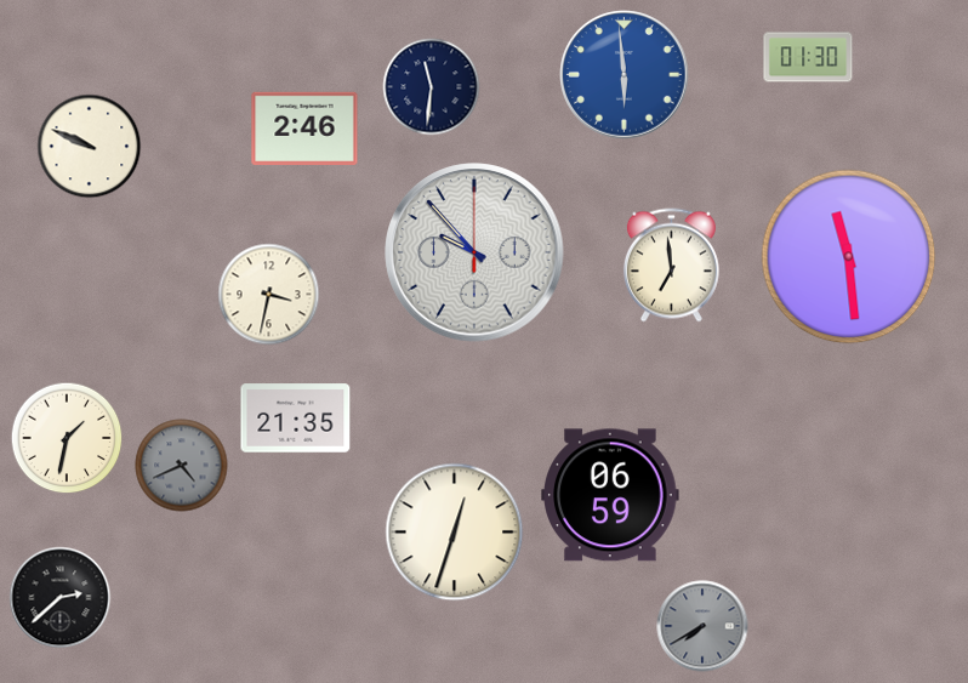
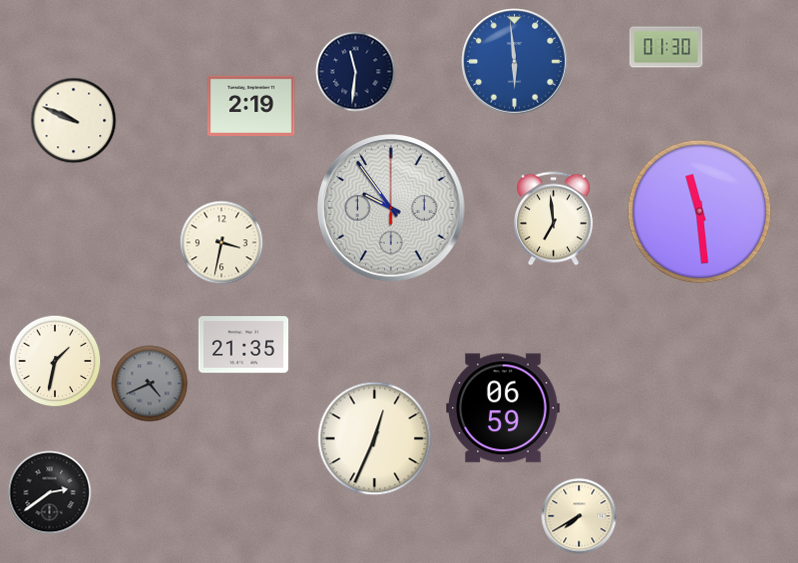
clock at (304, 127): 2:46 -> 2:19
clock at (474, 252): 9:53 -> 9:54
clock at (455, 533): 12:33 -> 12:34
clock at (61, 598): 2:38 -> 2:39
clock at (702, 626) dial: grey -> cream
